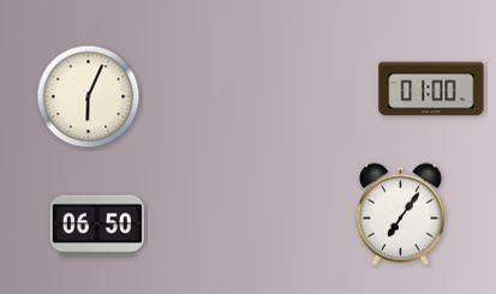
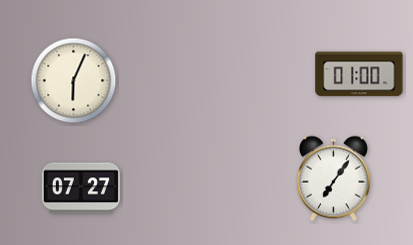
clock at (97, 226): 06:50 -> 07:27
